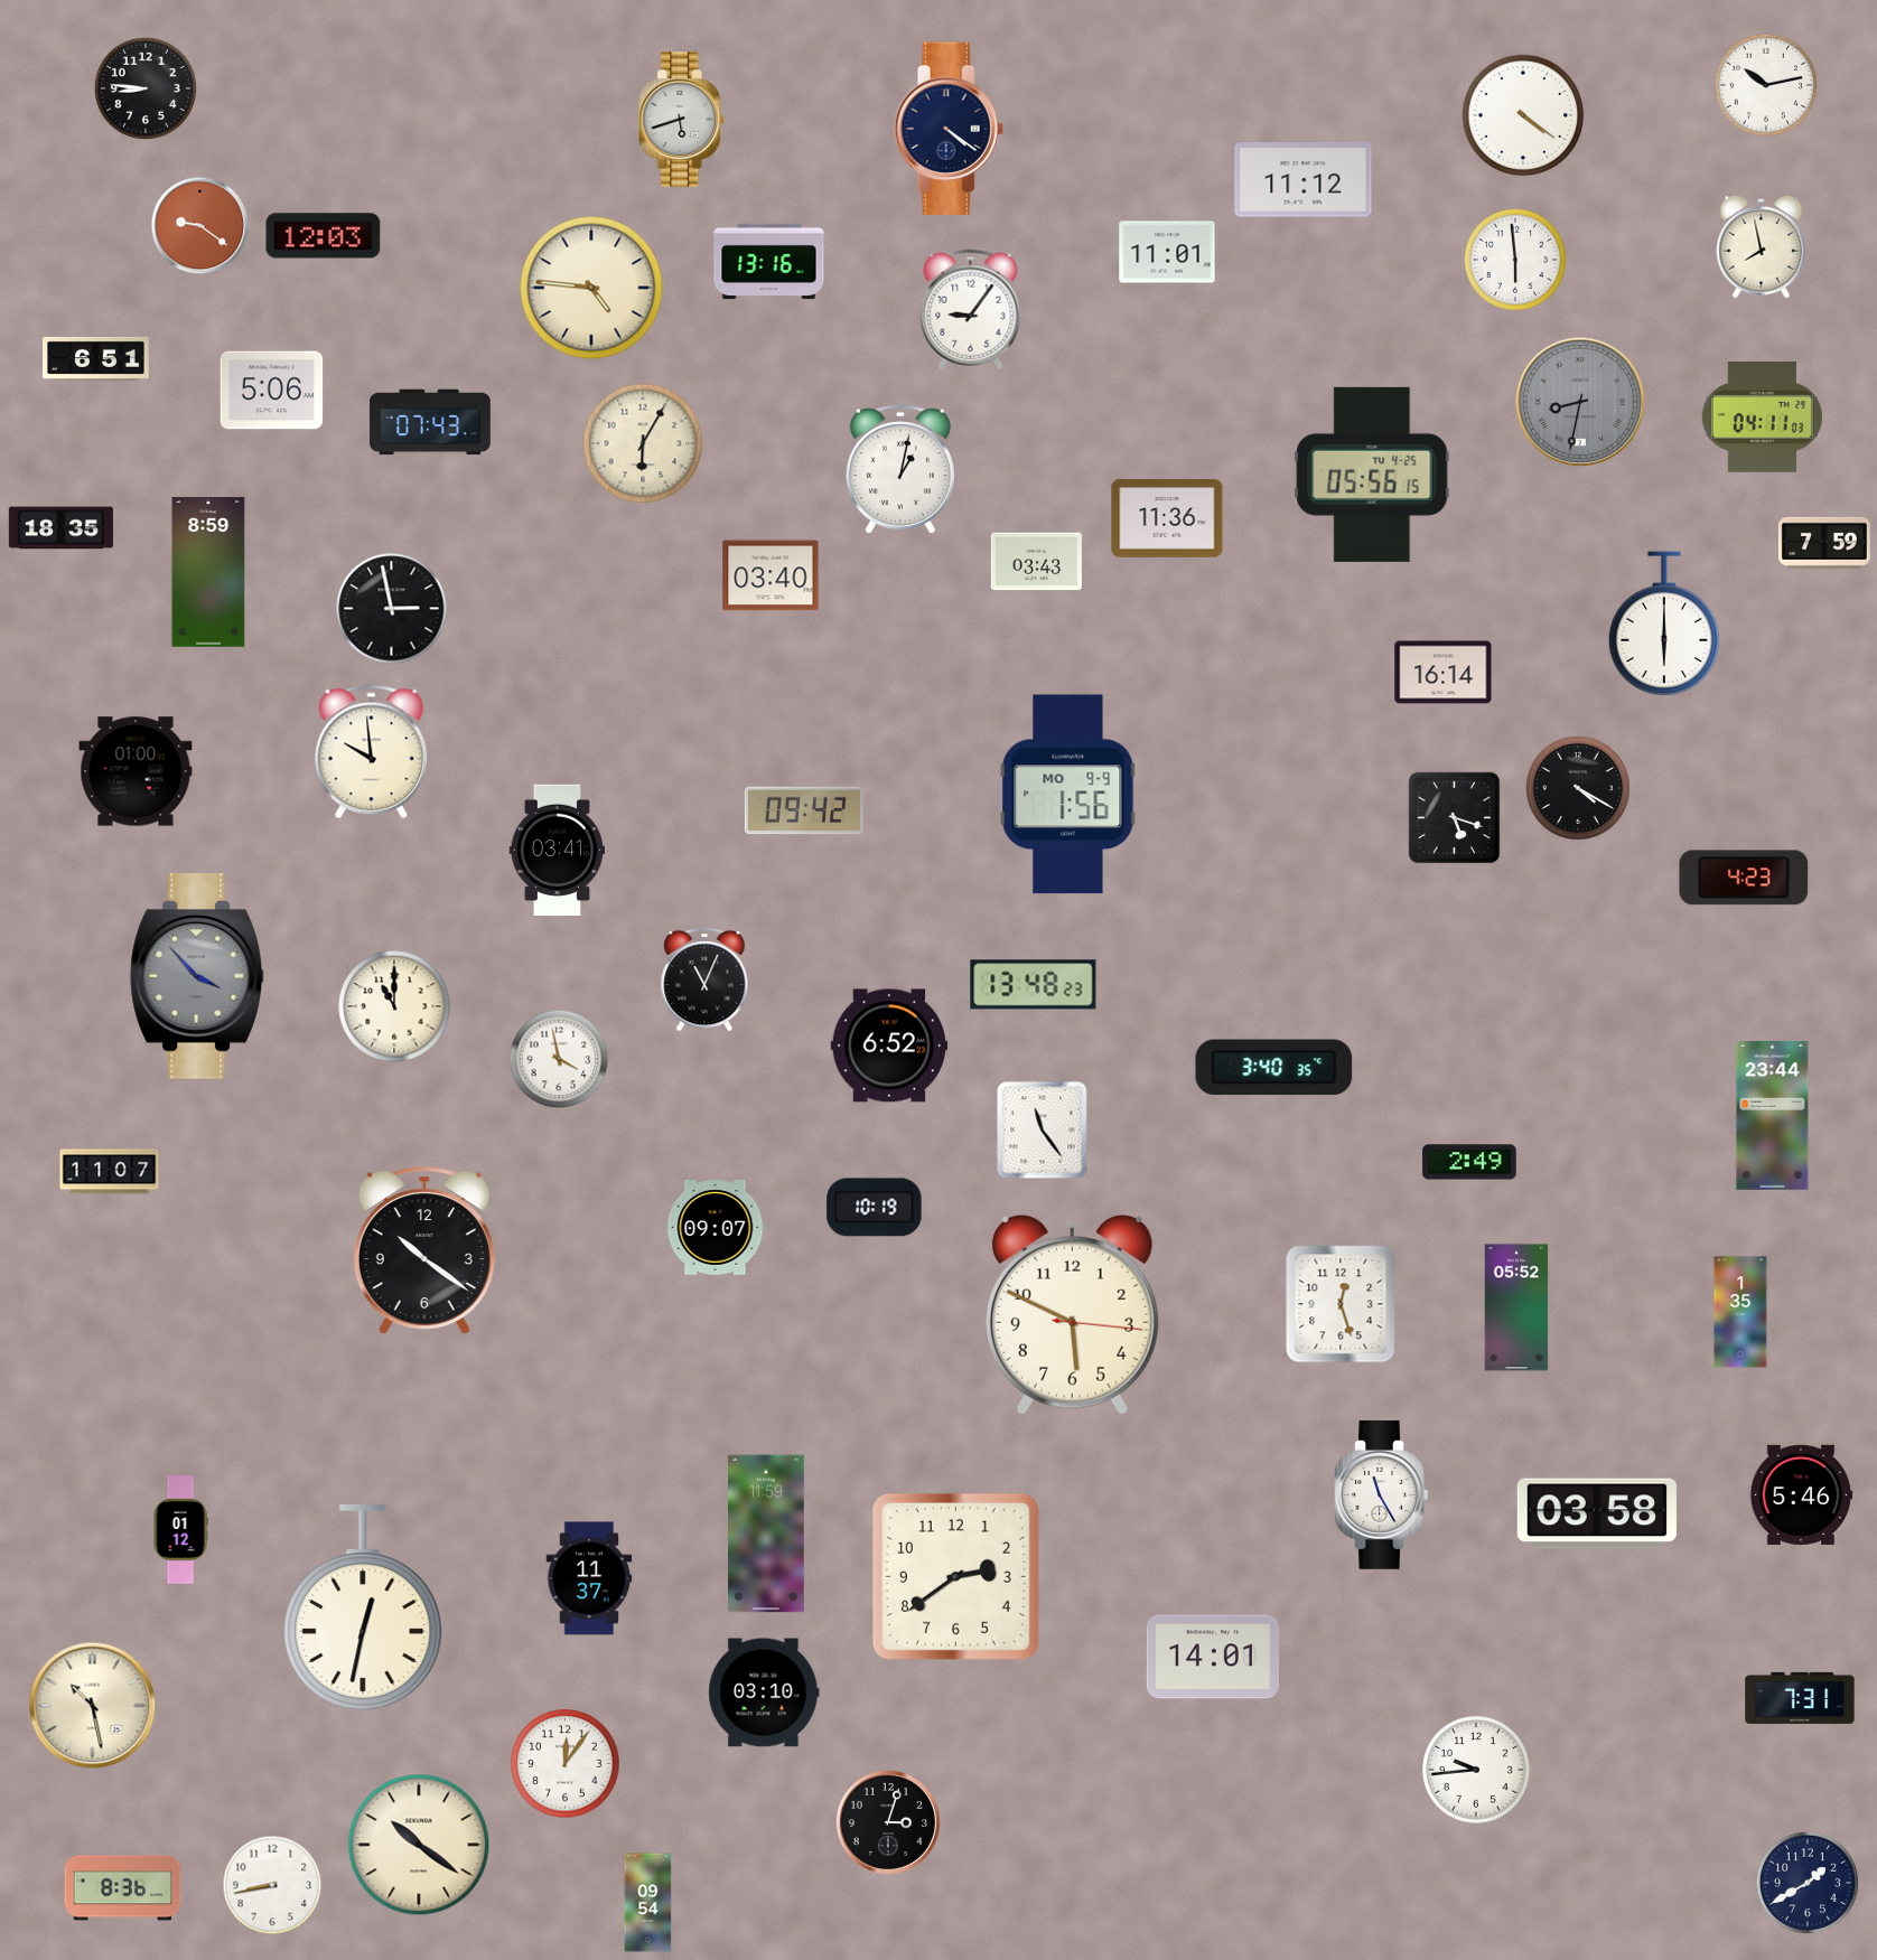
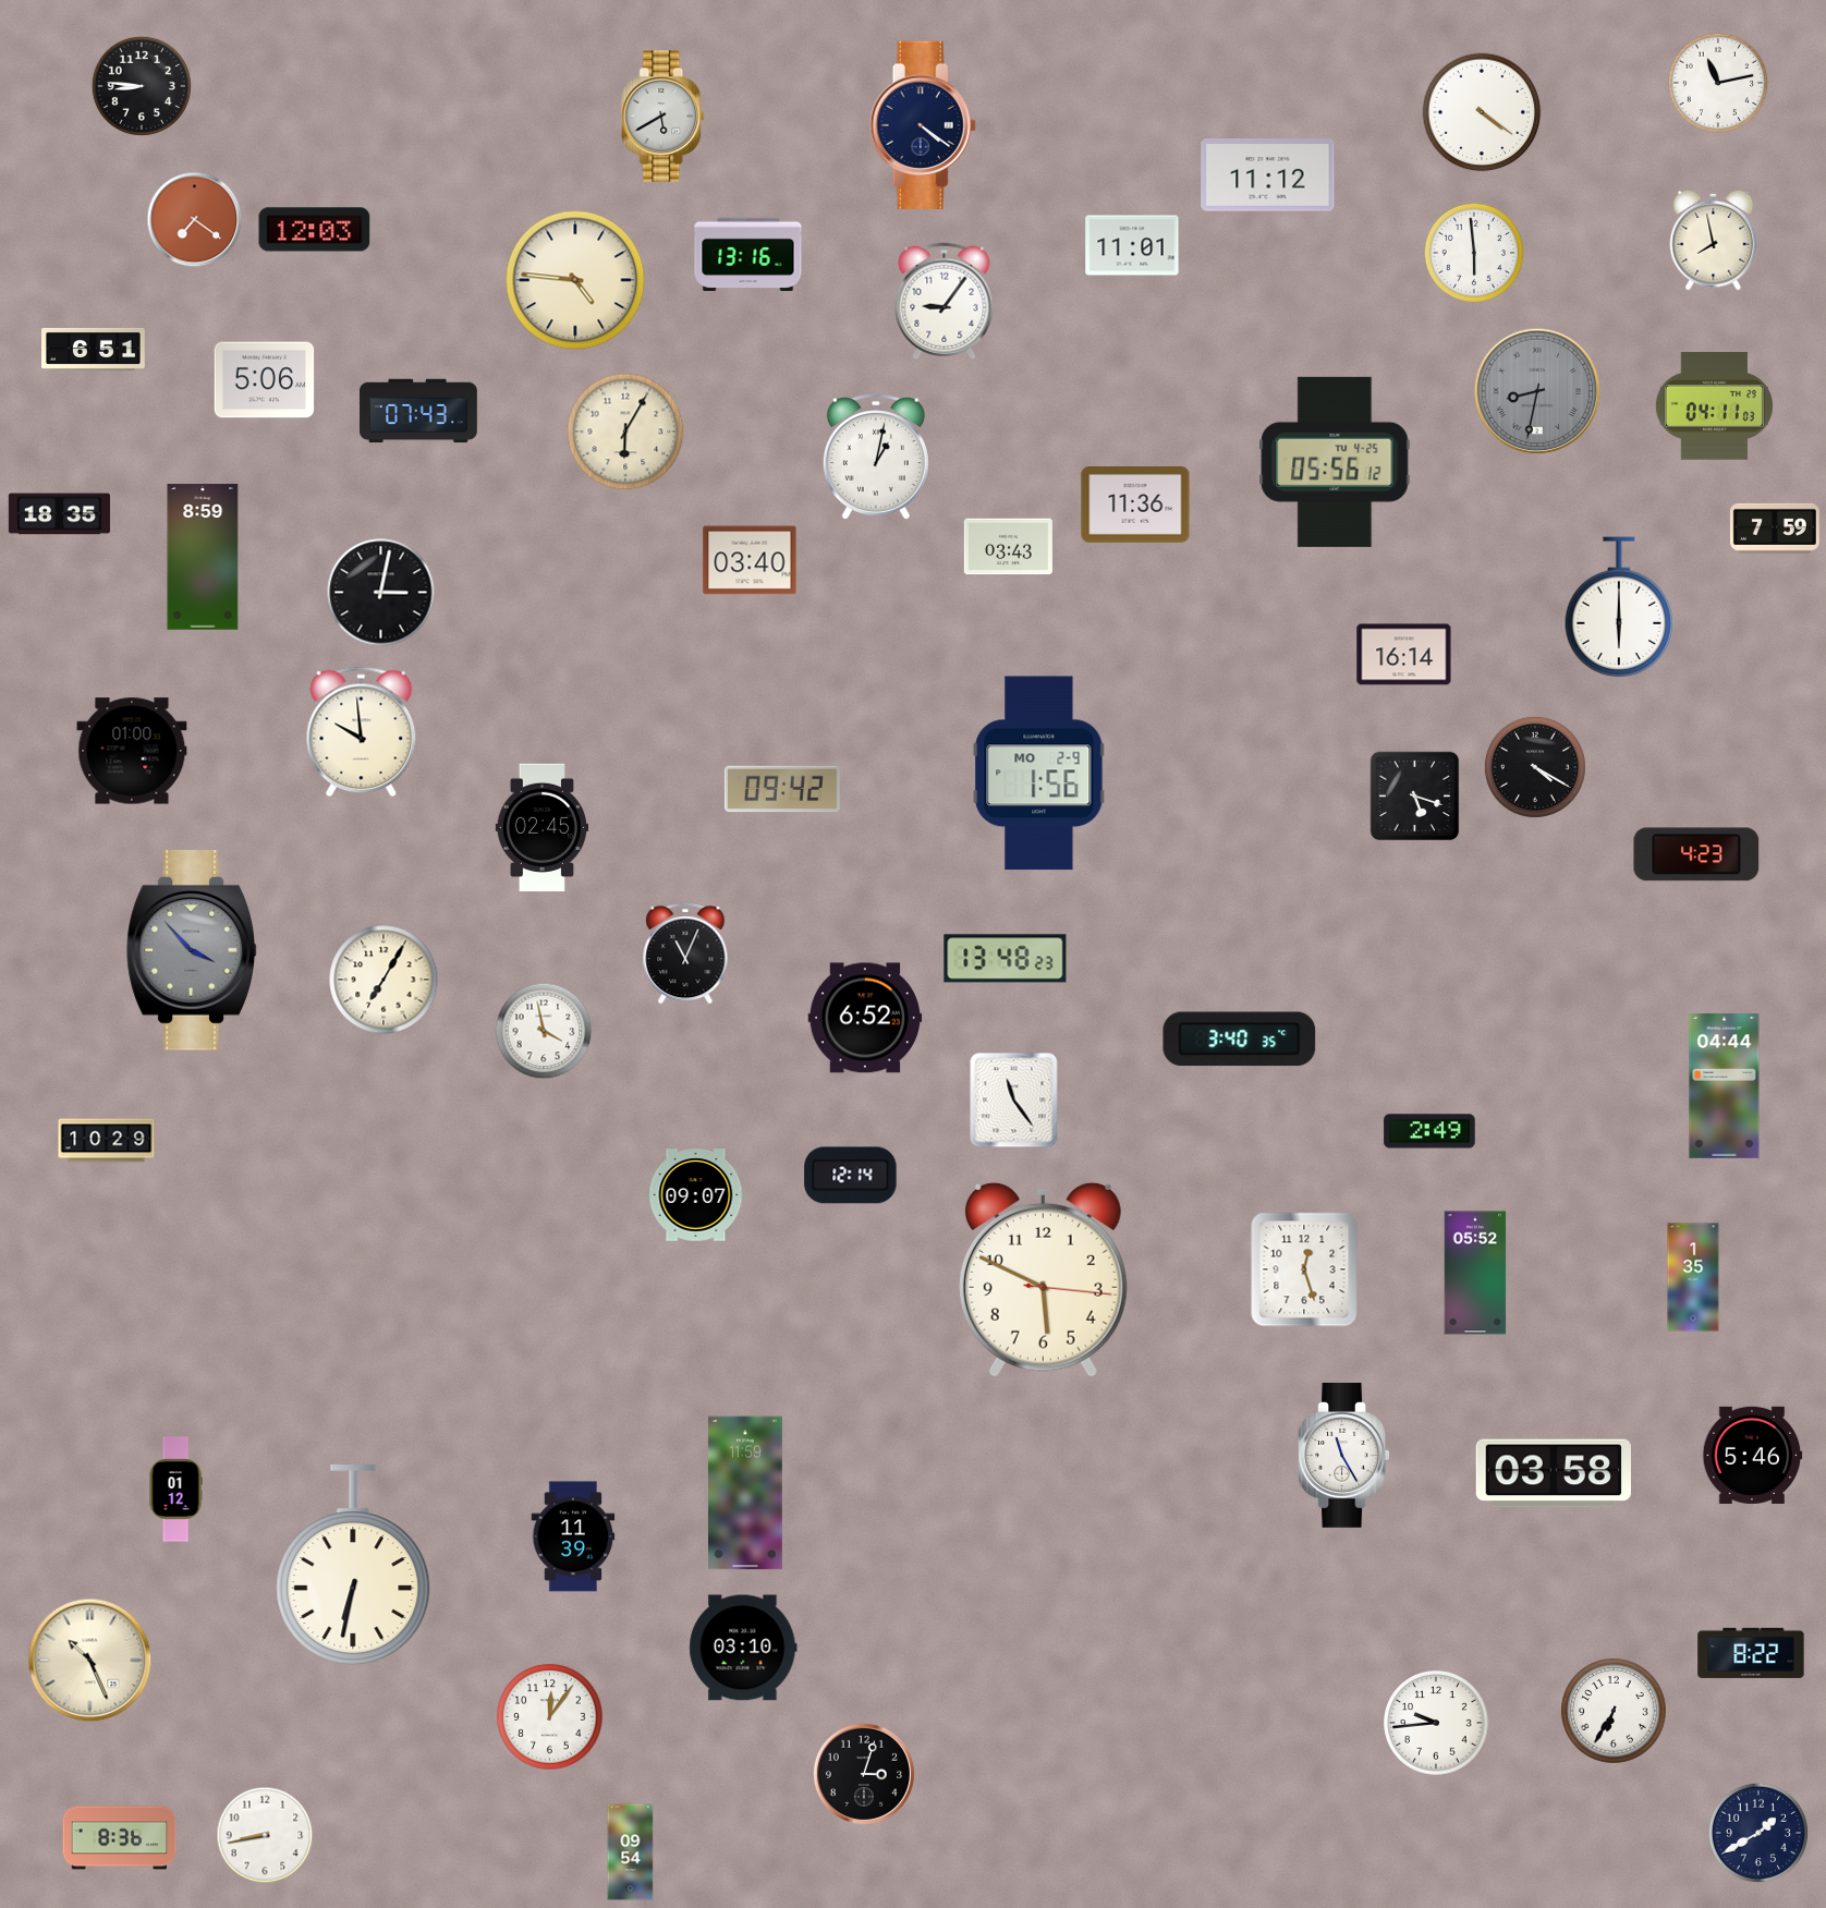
clock at (1765, 84): 10:13 -> 11:13
clock at (682, 120): 5:42 -> 5:40
clock at (200, 226): 9:21 -> 7:21
clock at (1167, 252) position: (1167, 252) -> (1132, 245)
clock at (1372, 475): 05:56:15 -> 05:56:12
clock at (392, 609): 2:58 -> 3:02
clock at (1068, 795) date: MO 9-9 -> MO 2-9
clock at (557, 851): 03:41 -> 02:45
clock at (394, 1006): 11:00 -> 7:05
clock at (1773, 1116): 23:44 -> 04:44
clock at (110, 1172): 11:07 -> 10:29
clock at (875, 1208): 10:19 -> 12:14
clock at (424, 1251): 10:21 -> none
clock at (955, 1576): 2:39 -> none
clock at (589, 1578): 11:37 -> 11:39
clock at (363, 1609): 12:32 -> 6:32
clock at (1213, 1657): 14:01 -> none
clock at (1800, 1698): 7:31 -> 8:22
clock at (93, 1706): 10:28 -> 10:26
clock at (1614, 1711): none -> 6:35
clock at (419, 1845): 10:21 -> none
